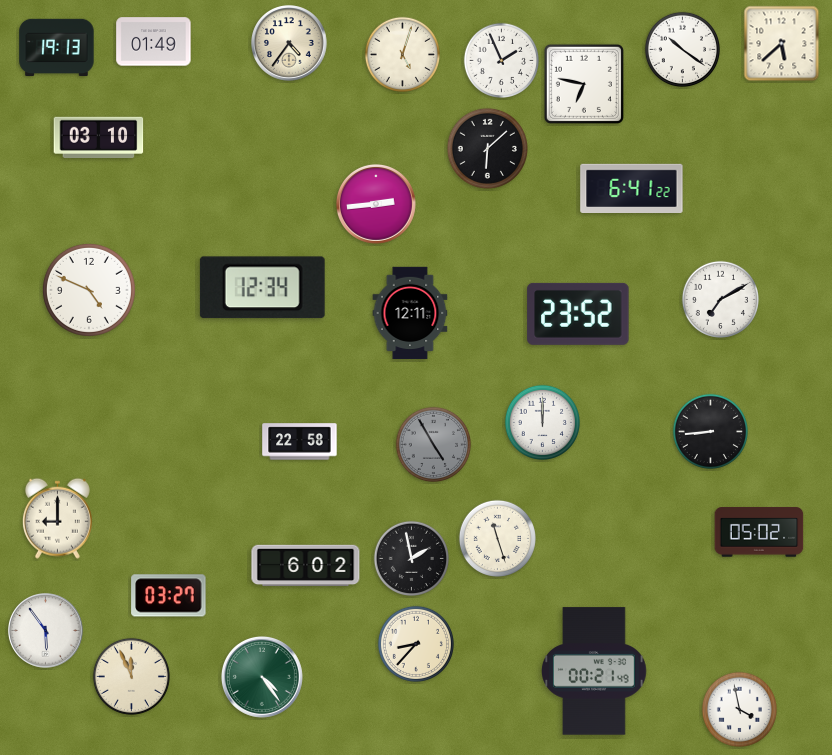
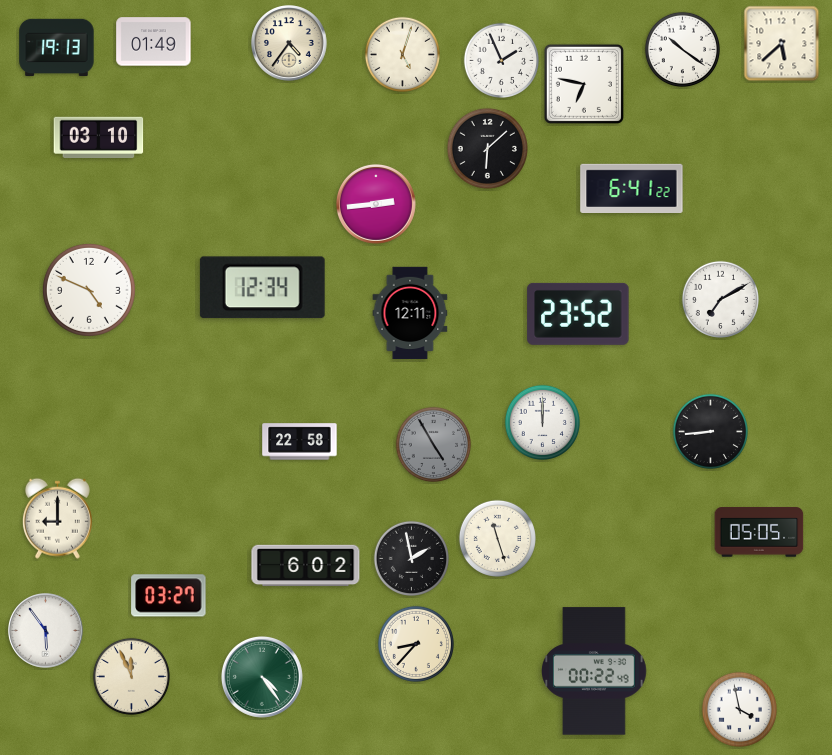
clock at (759, 532): 05:02 -> 05:05
clock at (595, 671): 00:21 -> 00:22
